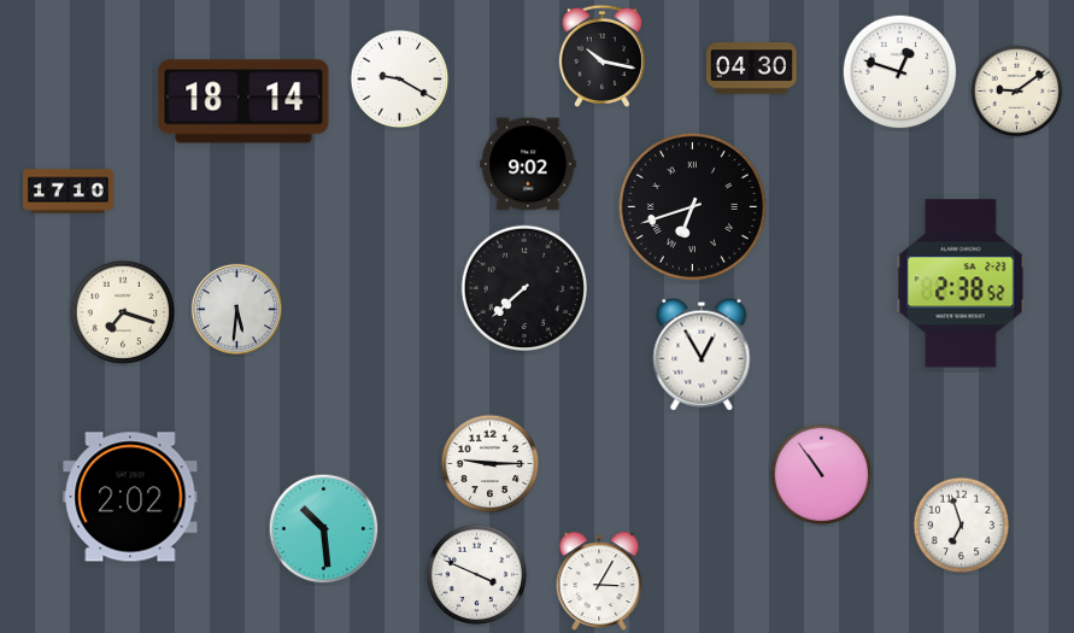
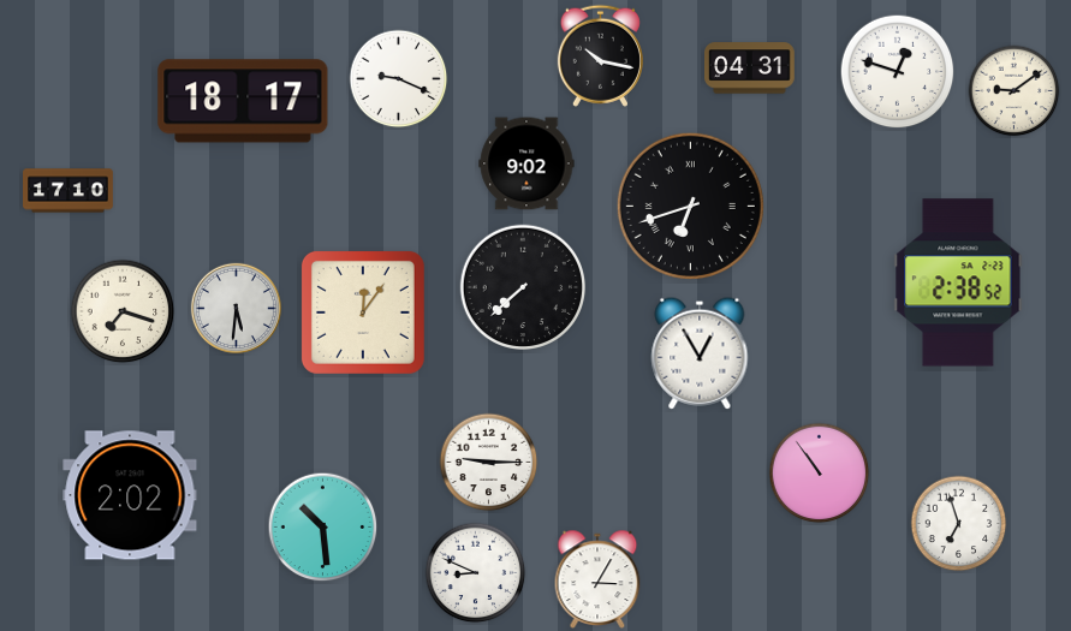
clock at (752, 69): 04:30 -> 04:31
clock at (400, 80): 9:20 -> 9:19
clock at (243, 101): 18:14 -> 18:17
clock at (363, 312): none -> 12:06
clock at (477, 575): 3:49 -> 8:49
